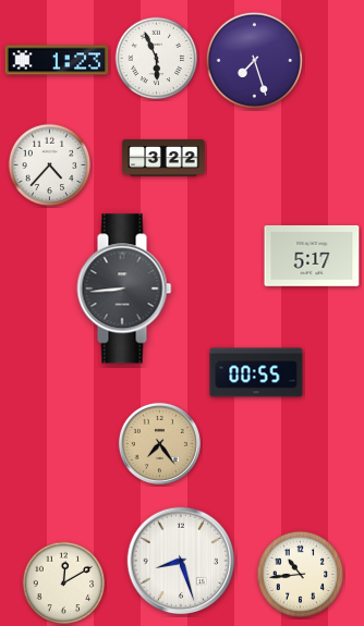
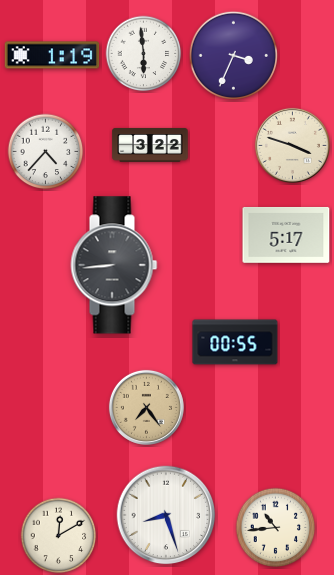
clock at (157, 59): 5:56 -> 5:59
clock at (57, 60): 1:23 -> 1:19
clock at (254, 60): 7:27 -> 3:34
clock at (292, 145): none -> 3:48
